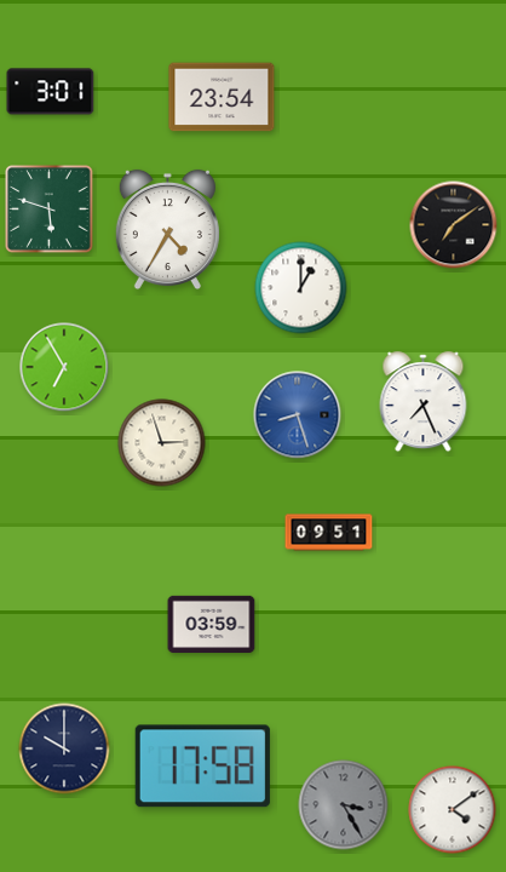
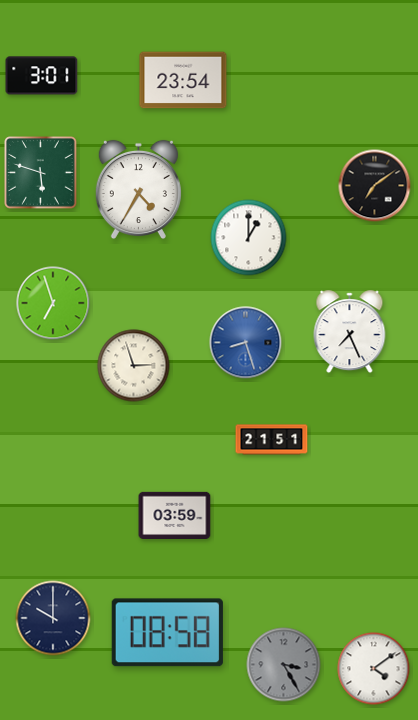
clock at (64, 367): 6:55 -> 6:57
clock at (329, 533): 09:51 -> 21:51
clock at (202, 767): 17:58 -> 08:58
